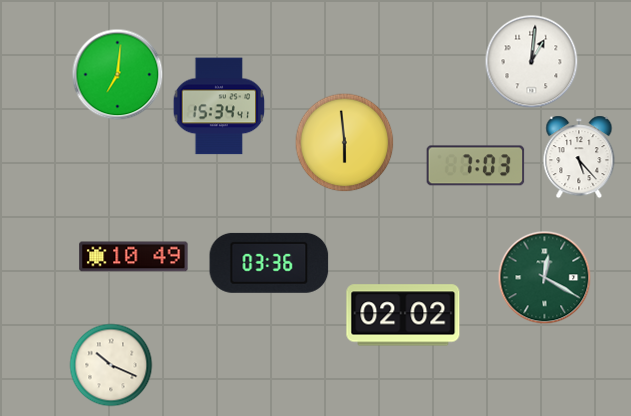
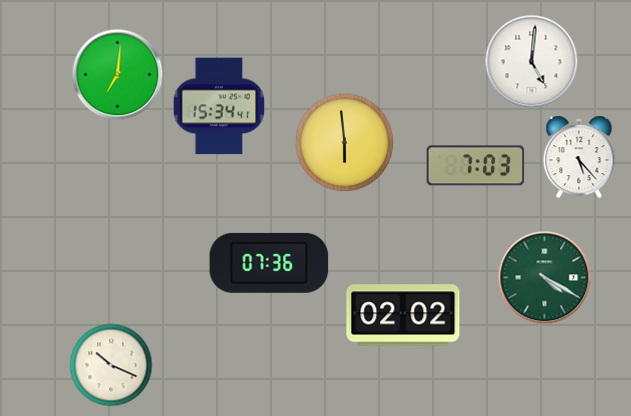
clock at (532, 62): 1:01 -> 5:01
clock at (134, 257): 10:49 -> none
clock at (269, 263): 03:36 -> 07:36
clock at (545, 278): 12:20 -> 4:20
